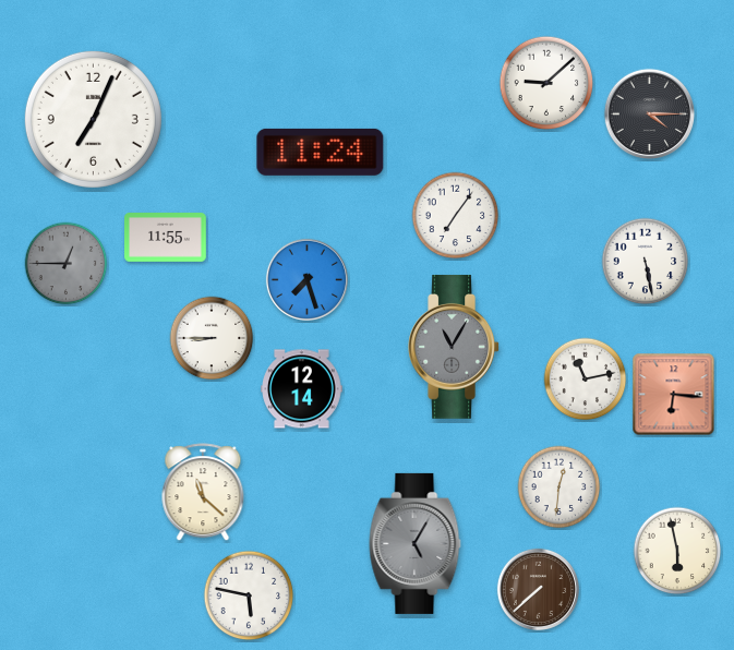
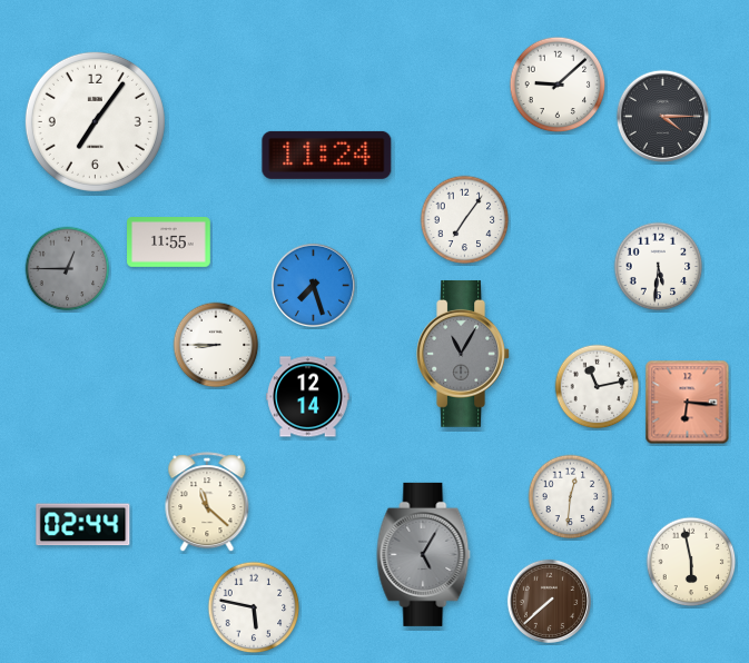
clock at (93, 119): 7:04 -> 7:06
clock at (646, 262): 5:28 -> 5:31
clock at (83, 525): none -> 02:44
